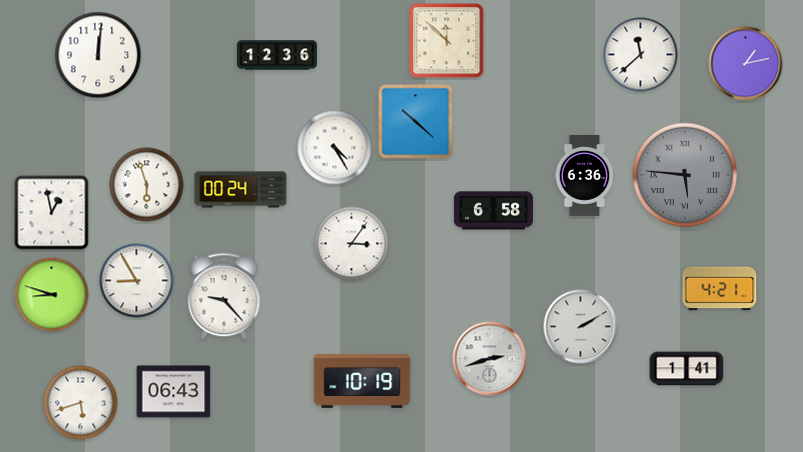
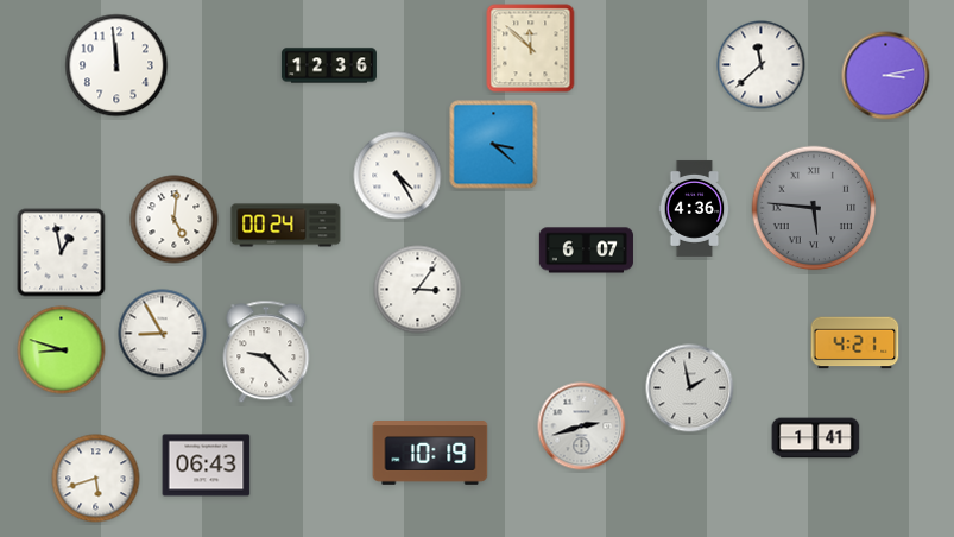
clock at (98, 55): 12:01 -> 11:59
clock at (746, 64): 1:13 -> 3:13
clock at (416, 122): 10:22 -> 3:22
clock at (585, 175): 6:36 -> 4:36
clock at (147, 185): 5:57 -> 5:01
clock at (493, 211): 6:58 -> 6:07
clock at (581, 327): 2:10 -> 1:58
